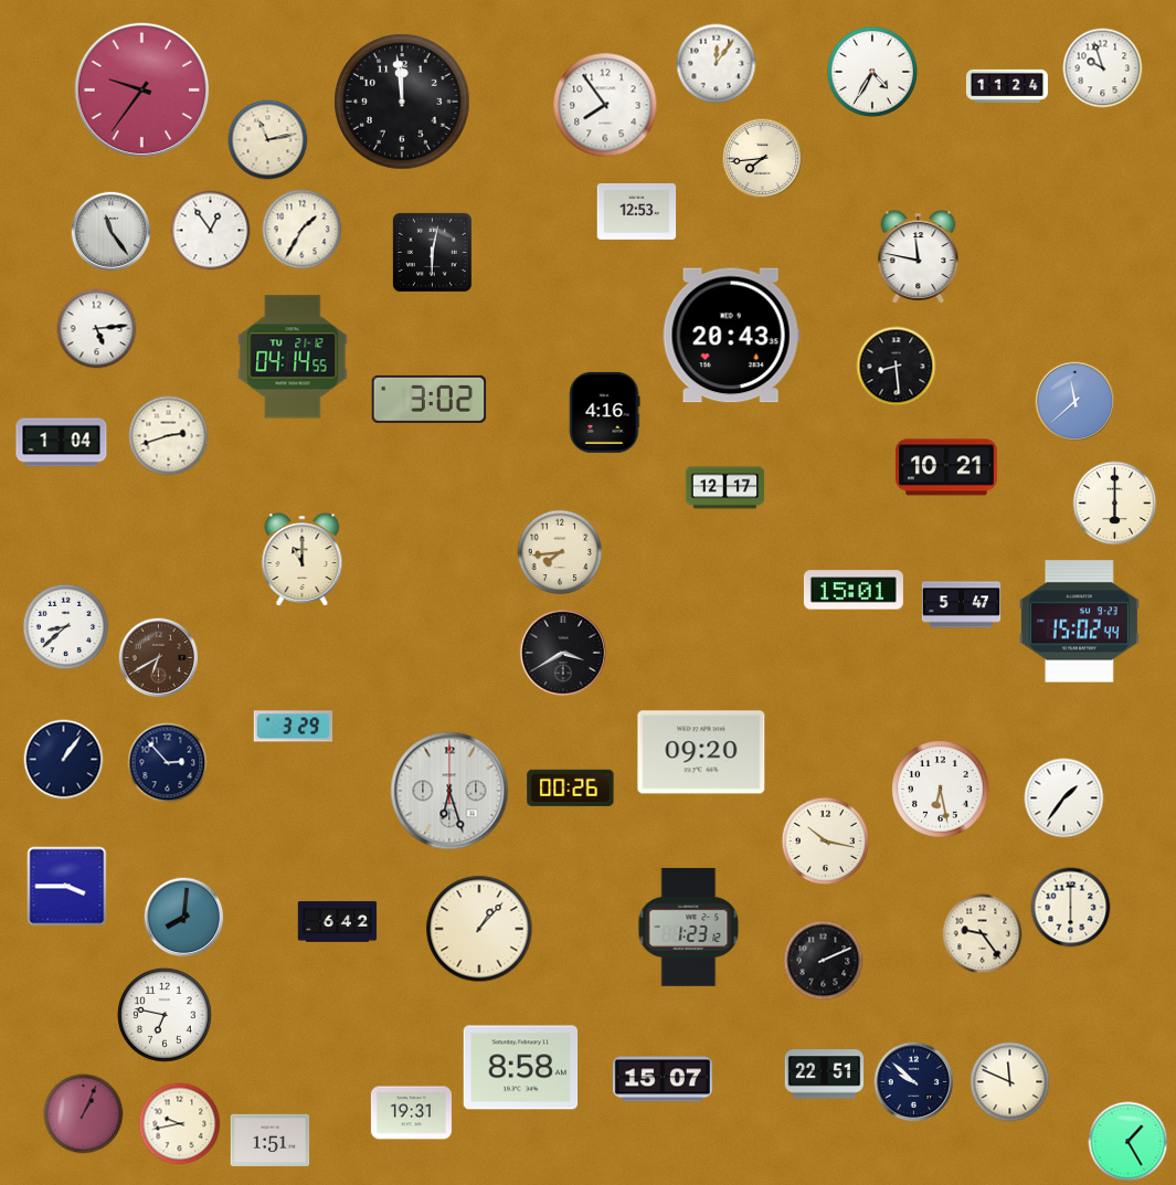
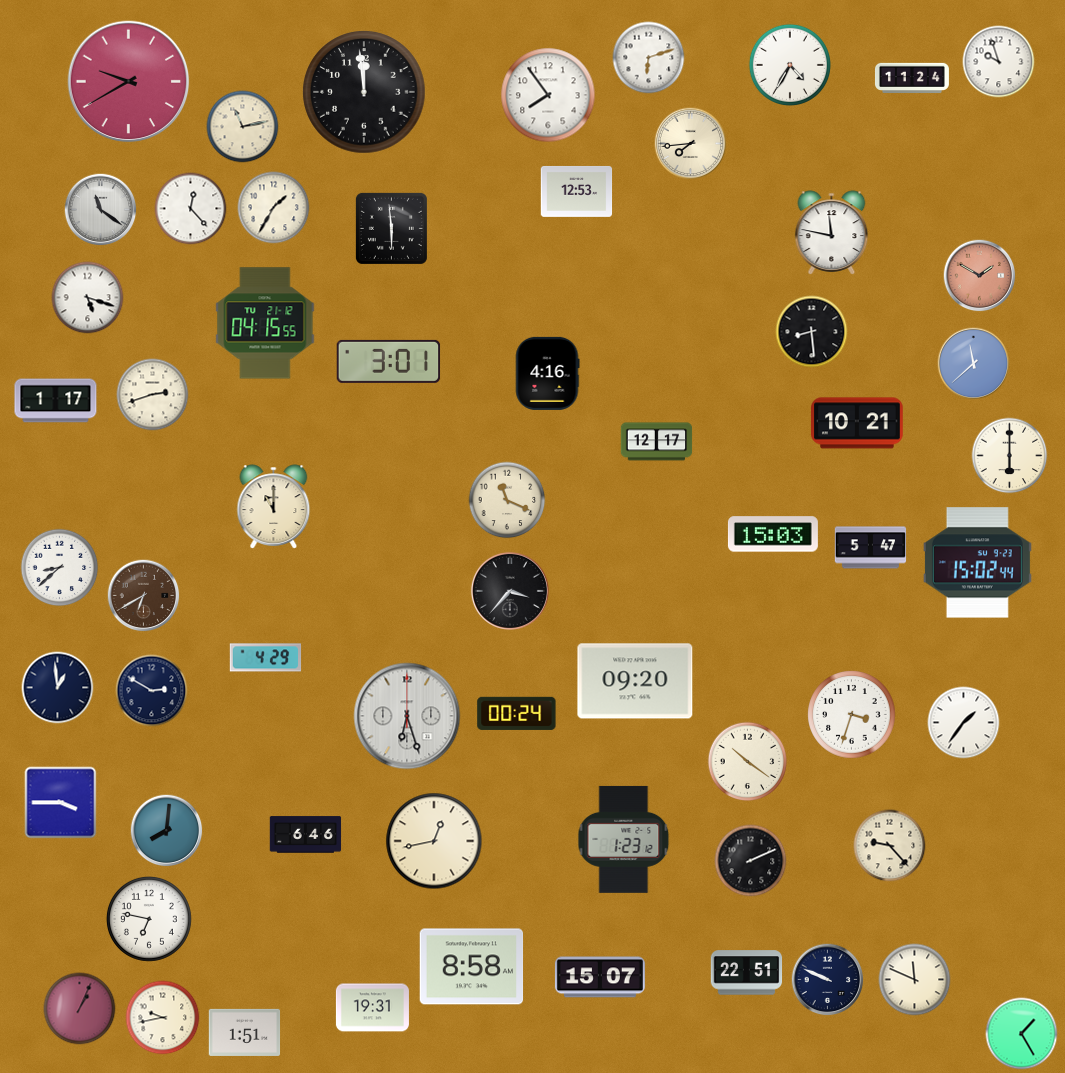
clock at (717, 64): 12:06 -> 6:12
clock at (142, 91): 9:36 -> 9:40
clock at (211, 231): 12:54 -> 12:23
clock at (112, 232): 11:24 -> 11:21
clock at (432, 252): 6:02 -> 5:59
clock at (980, 276): none -> 1:50
clock at (97, 329): 5:14 -> 5:18
clock at (731, 336): 20:43 -> none
clock at (293, 357): 04:14 -> 04:15
clock at (430, 399): 3:02 -> 3:01
clock at (62, 443): 1:04 -> 1:17
clock at (560, 552): 7:44 -> 11:19
clock at (854, 590): 15:01 -> 15:03
clock at (563, 653): 3:40 -> 3:37
clock at (294, 727): 3:29 -> 4:29
clock at (64, 760): 1:06 -> 12:59
clock at (168, 763): 2:53 -> 2:50
clock at (571, 787): 00:26 -> 00:24
clock at (941, 790): 6:28 -> 3:33
clock at (826, 842): 10:17 -> 10:21
clock at (1071, 908): 6:00 -> none
clock at (338, 922): 6:42 -> 6:46
clock at (479, 929): 1:07 -> 12:43
clock at (983, 934): 9:24 -> 9:23
clock at (824, 961) position: (824, 961) -> (751, 861)
clock at (914, 1082): 9:52 -> 9:49
clock at (84, 1114) position: (84, 1114) -> (80, 1009)
